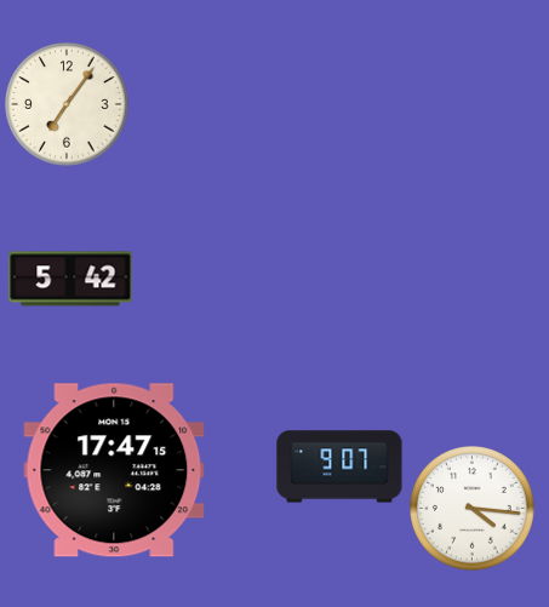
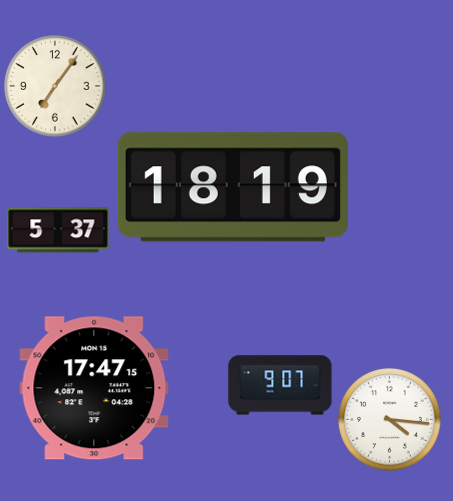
clock at (233, 187): none -> 18:19
clock at (70, 279): 5:42 -> 5:37
